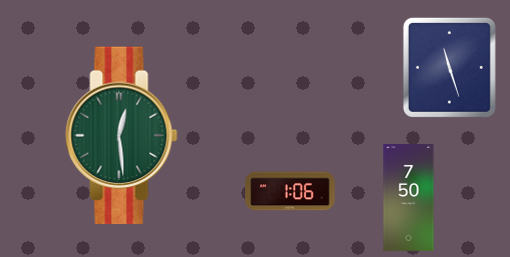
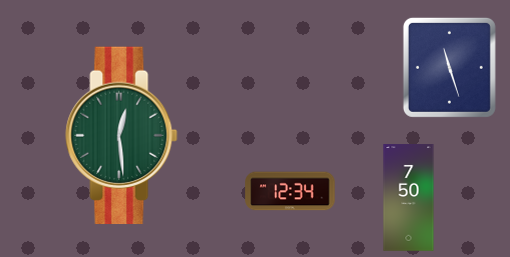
clock at (290, 191): 1:06 -> 12:34
